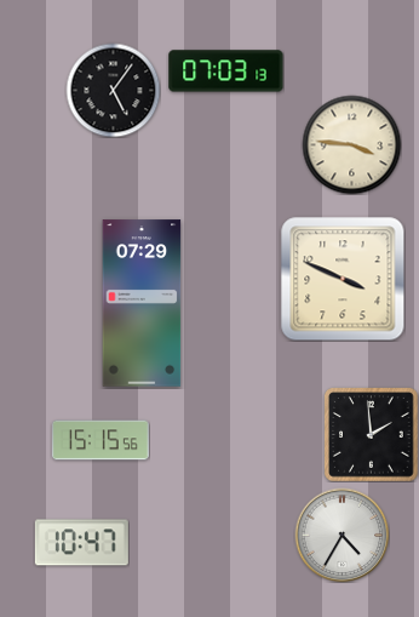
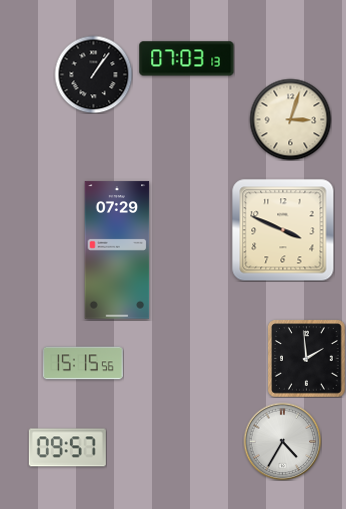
clock at (113, 90): 5:06 -> 1:06
clock at (351, 144): 3:46 -> 3:03
clock at (81, 543): 10:47 -> 09:57
